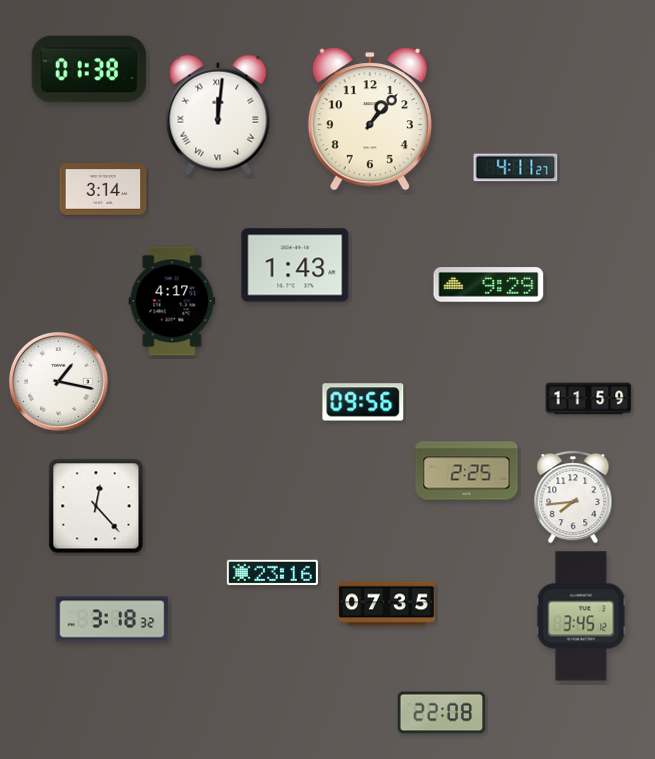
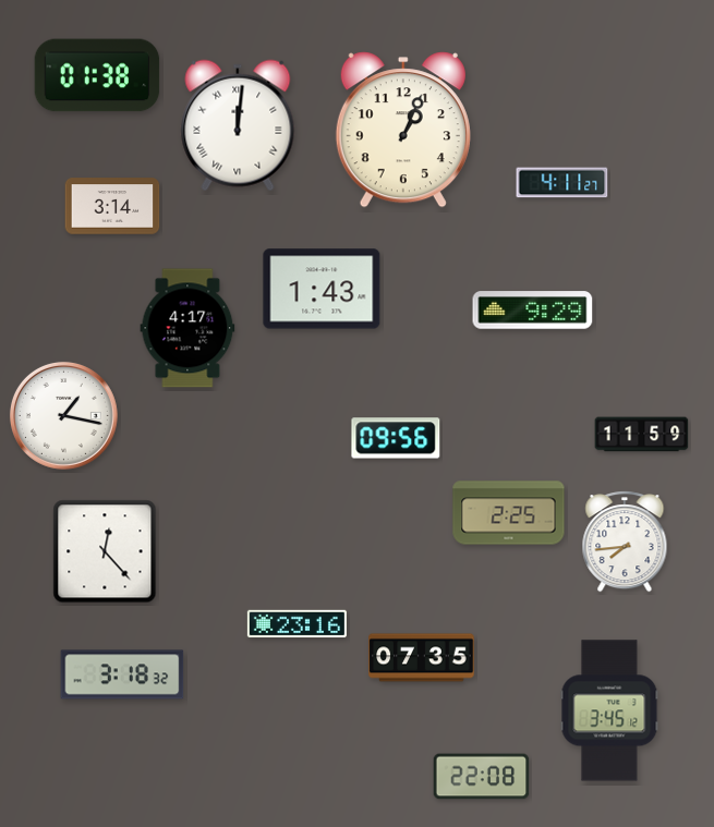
clock at (370, 119): 1:07 -> 1:04
clock at (581, 616) position: (581, 616) -> (609, 710)
